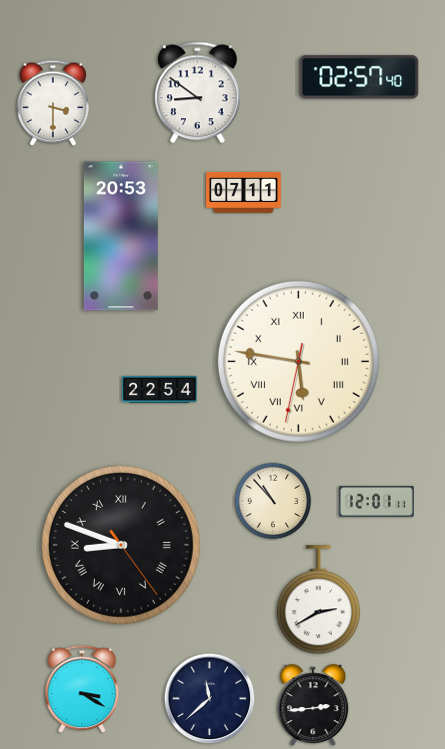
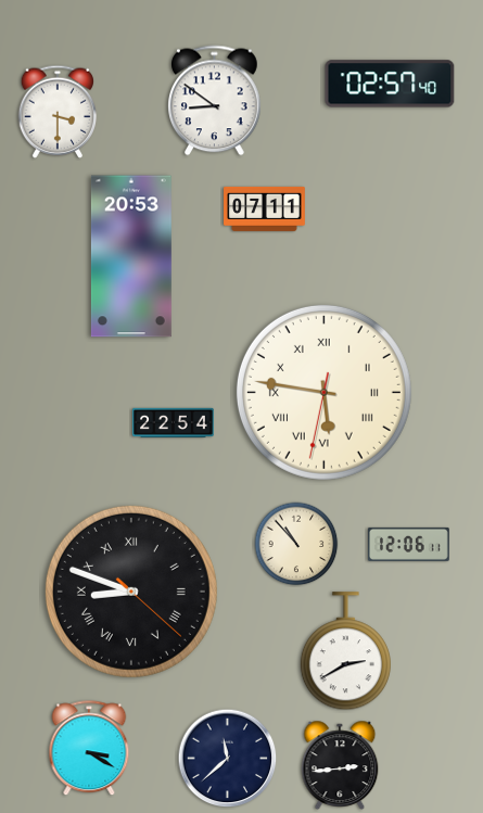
clock at (377, 501): 12:01 -> 12:06
clock at (121, 545): 8:48:24 -> 8:48:22
